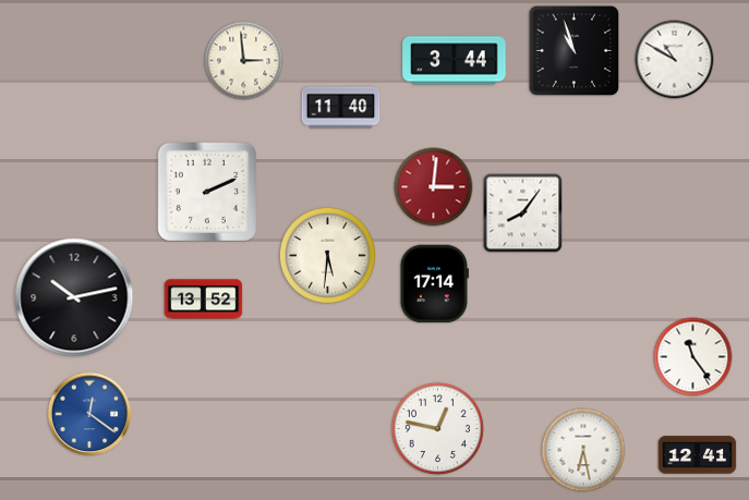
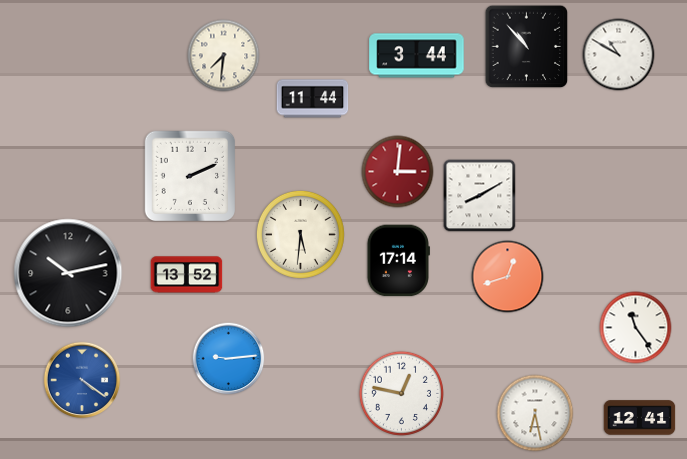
clock at (575, 51): 10:57 -> 10:53
clock at (244, 61): 2:59 -> 7:31
clock at (341, 108): 11:40 -> 11:44
clock at (523, 214): 8:06 -> 8:10
clock at (508, 277): none -> 12:42
clock at (229, 359): none -> 9:14
clock at (89, 414): 12:21 -> 4:21
